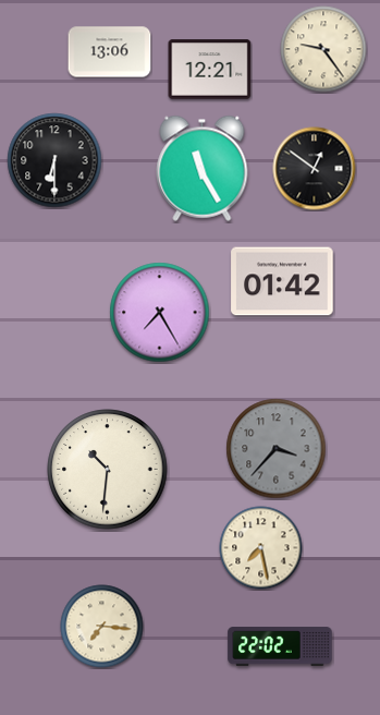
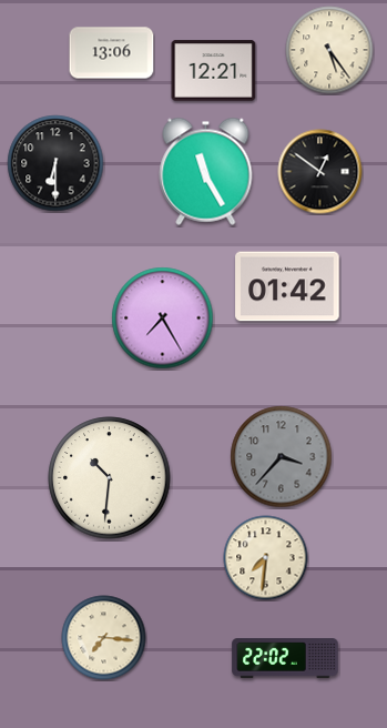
clock at (323, 49): 9:24 -> 5:24
clock at (261, 548): 7:28 -> 7:31
